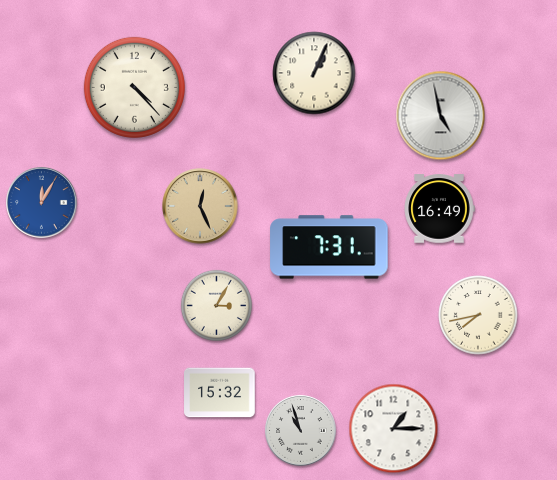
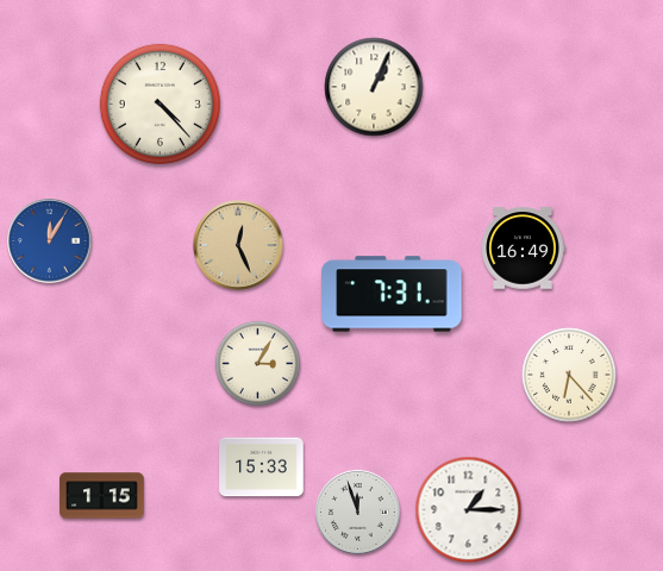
clock at (441, 116): 4:58 -> none
clock at (478, 315): 7:43 -> 6:23
clock at (220, 393): 15:32 -> 15:33
clock at (102, 496): none -> 1:15
clock at (301, 431): 10:57 -> 11:57
